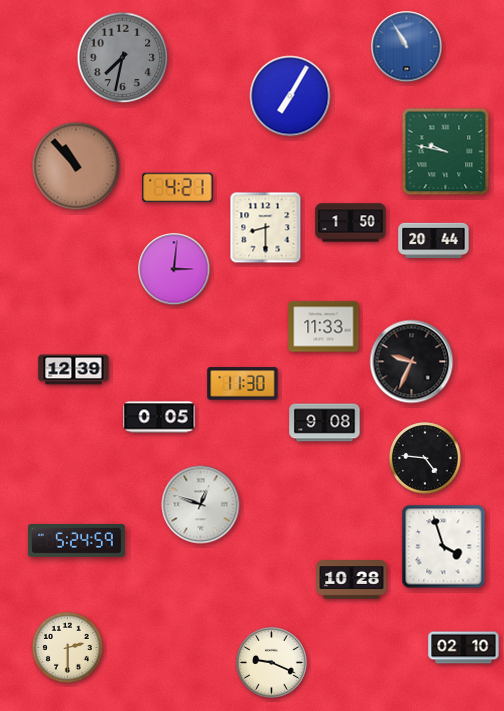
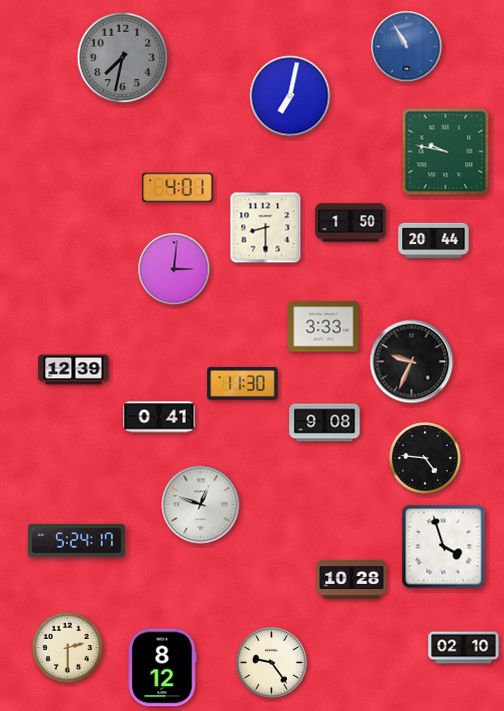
clock at (290, 96): 7:05 -> 7:02
clock at (76, 166): 10:53 -> none
clock at (178, 188): 4:21 -> 4:01
clock at (324, 327): 11:33 -> 3:33
clock at (159, 417): 0:05 -> 0:41
clock at (76, 540): 5:24:59 -> 5:24:17
clock at (272, 663): 9:19 -> 9:24
clock at (162, 668): none -> 8:12
